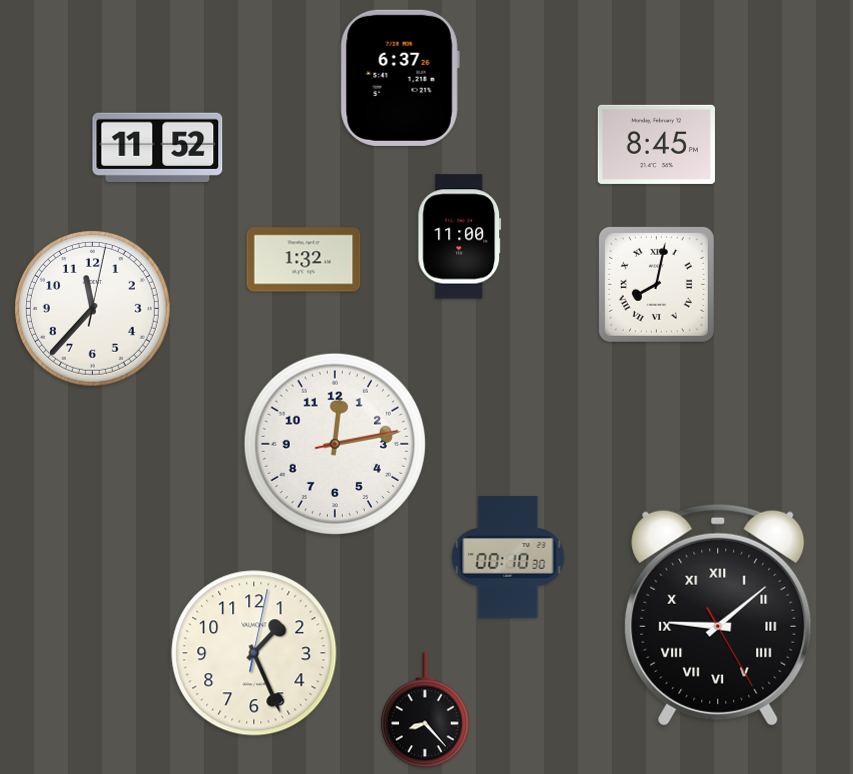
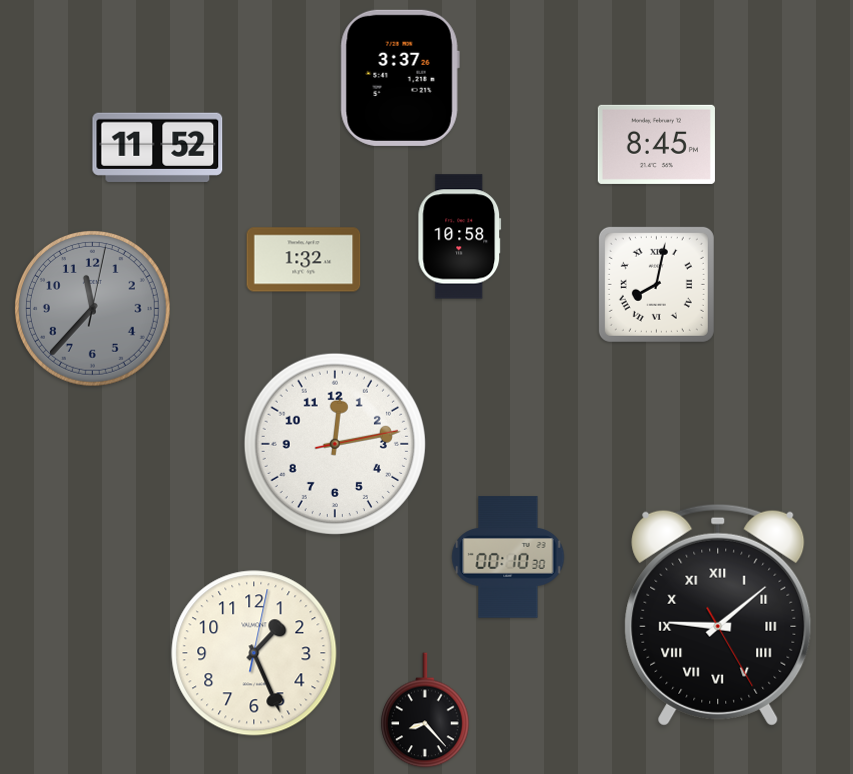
clock at (400, 78): 6:37 -> 3:37
clock at (460, 237): 11:00 -> 10:58
clock at (93, 309) dial: white -> grey
